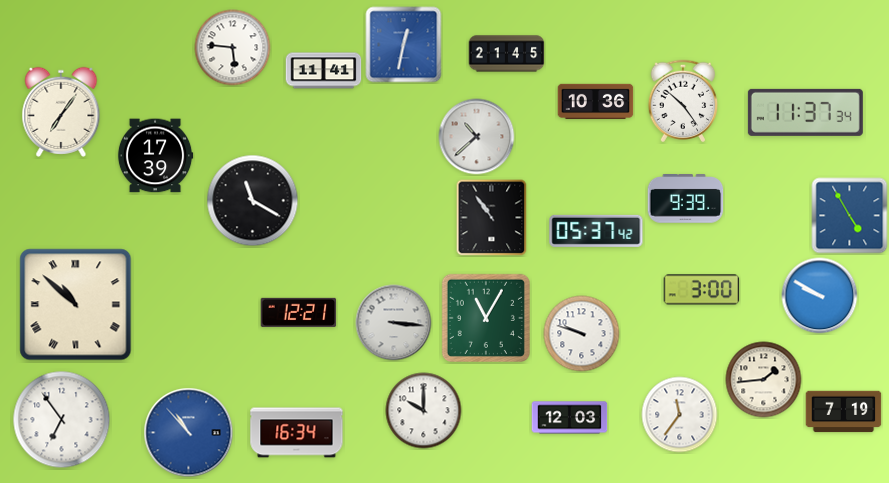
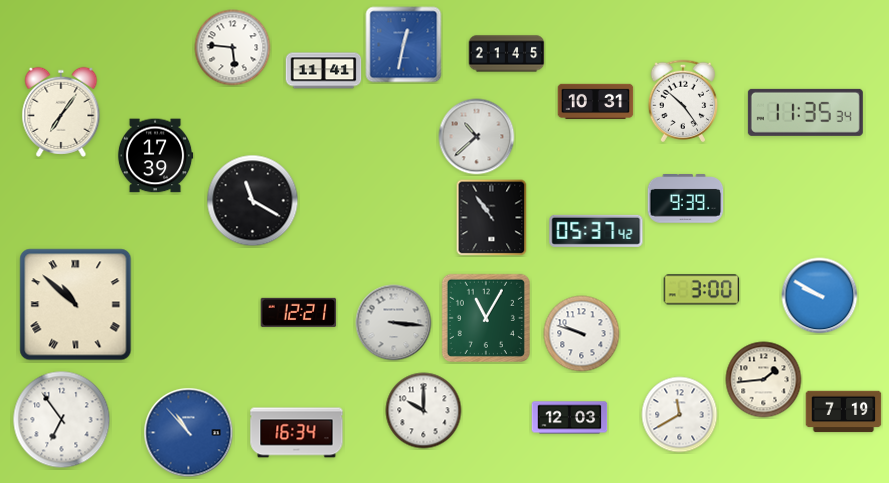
clock at (596, 102): 10:36 -> 10:31
clock at (805, 112): 11:37 -> 11:35
clock at (850, 216): 4:55 -> none
clock at (680, 415): 11:36 -> 11:40
